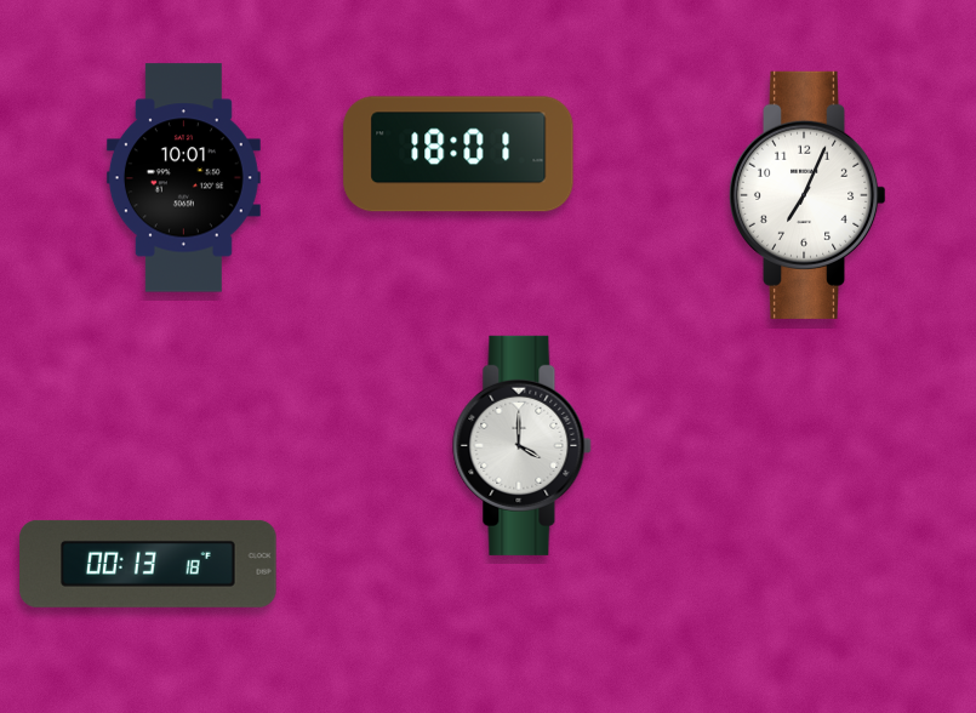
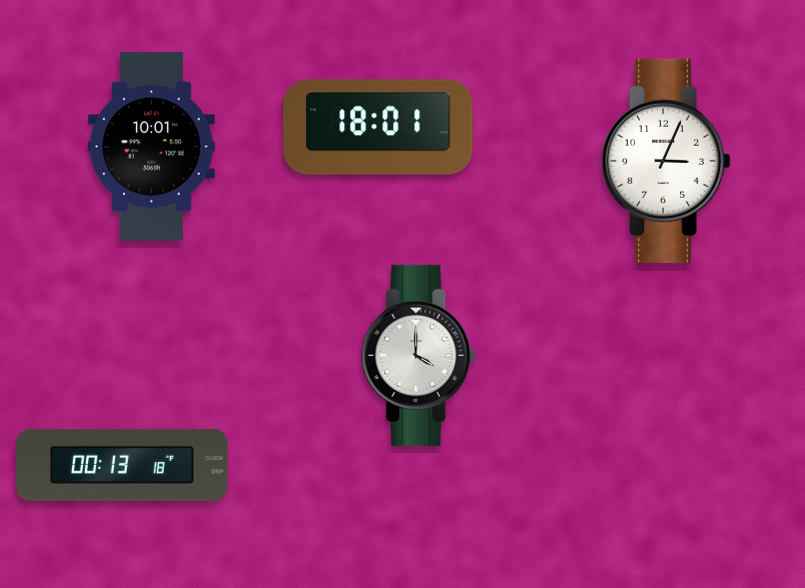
clock at (807, 195): 7:04 -> 3:04
clock at (523, 445) position: (523, 445) -> (419, 355)
